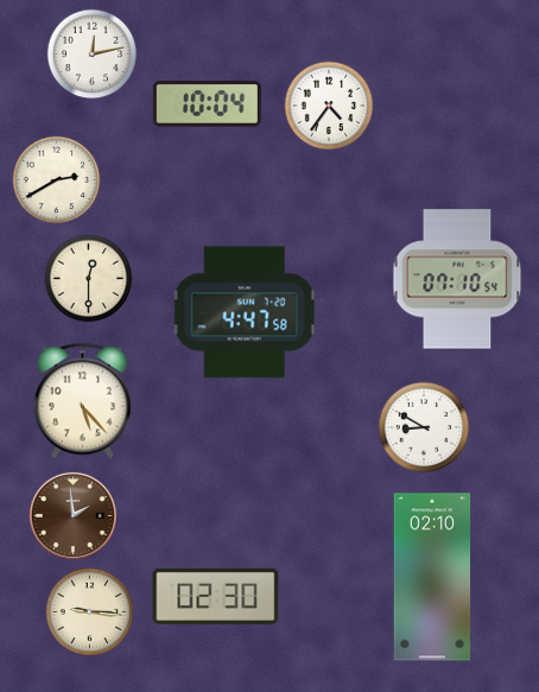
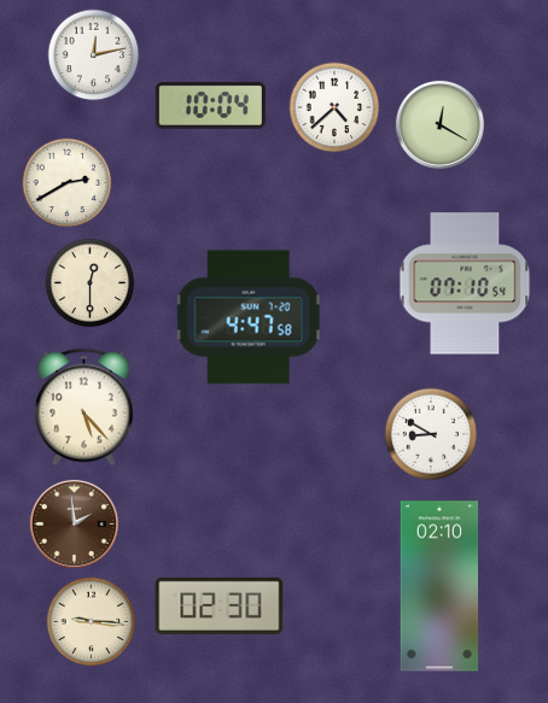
clock at (329, 106): 4:36 -> 4:38
clock at (439, 124): none -> 12:20
clock at (57, 180) position: (57, 180) -> (68, 183)
